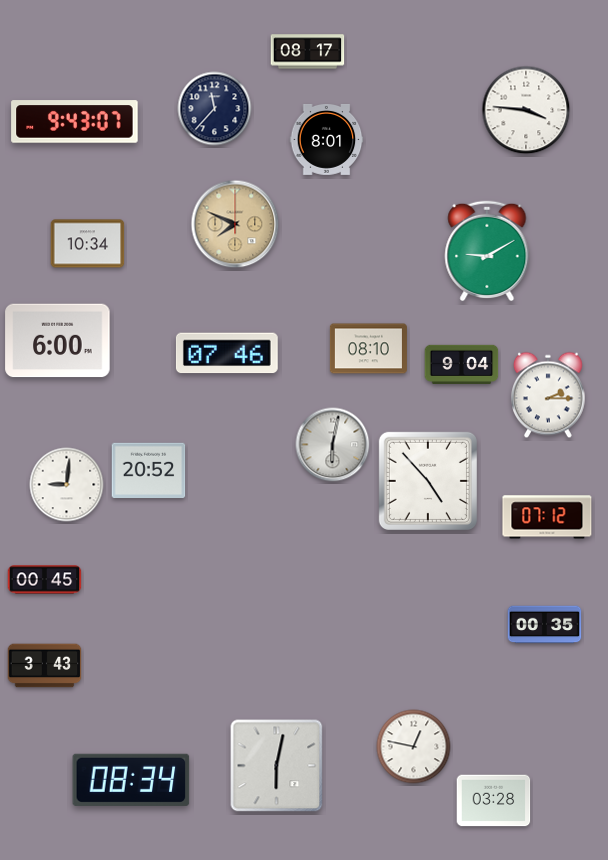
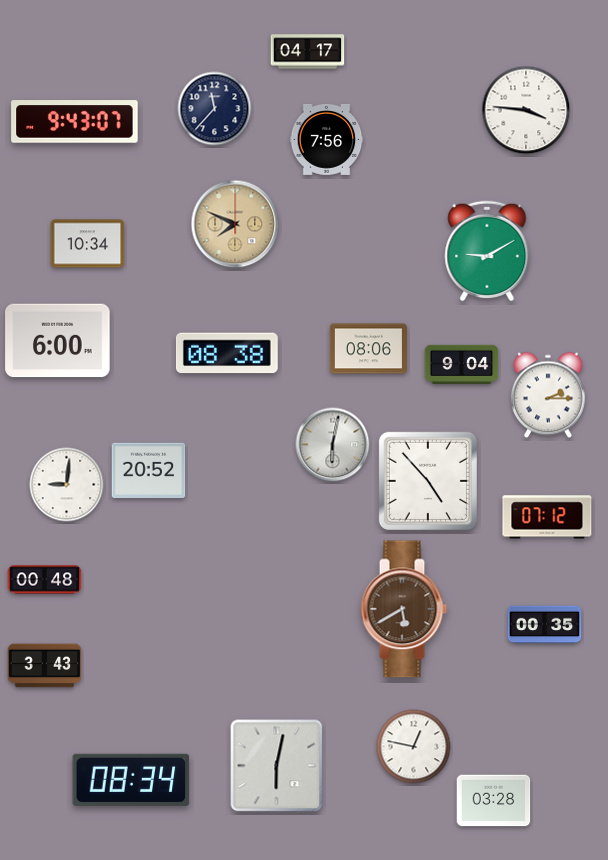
clock at (308, 52): 08:17 -> 04:17
clock at (327, 139): 8:01 -> 7:56
clock at (368, 349): 08:10 -> 08:06
clock at (227, 353): 07:46 -> 08:38
clock at (45, 580): 00:45 -> 00:48
clock at (404, 609): none -> 5:40
